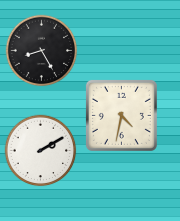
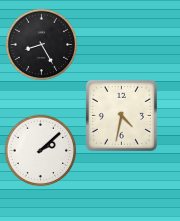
clock at (42, 51) position: (42, 51) -> (42, 45)
clock at (41, 151): 2:10 -> 2:08
